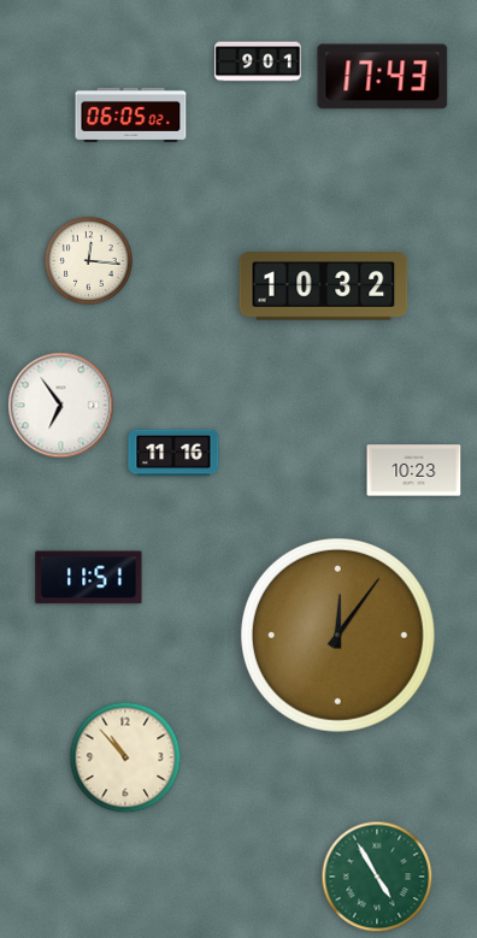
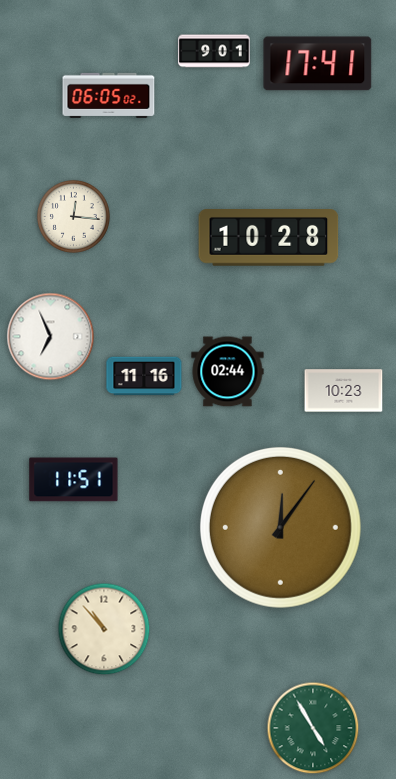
clock at (383, 77): 17:43 -> 17:41
clock at (324, 287): 10:32 -> 10:28
clock at (61, 406): 6:54 -> 6:56
clock at (228, 372): none -> 02:44
